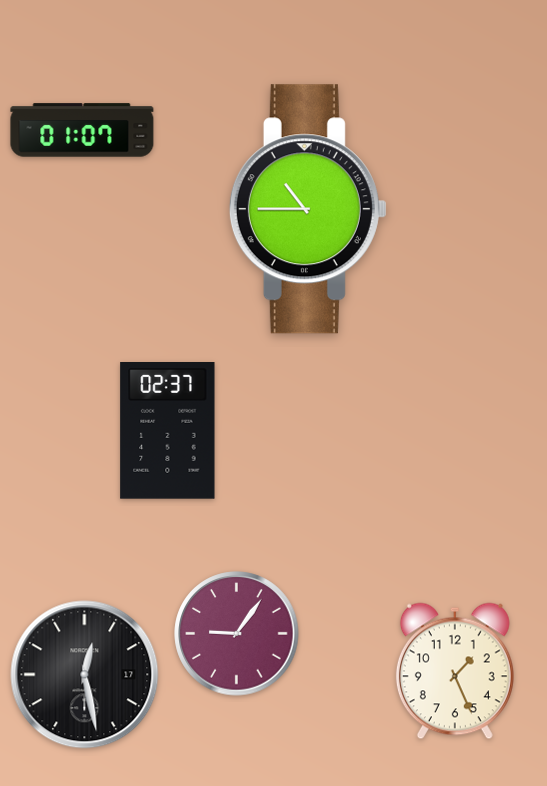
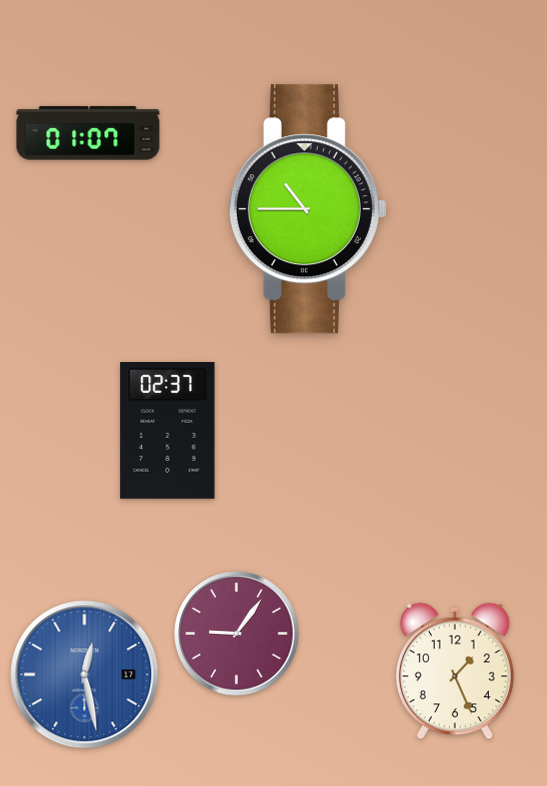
clock at (82, 130) position: (82, 130) -> (88, 133)
clock at (85, 675) dial: black -> blue
